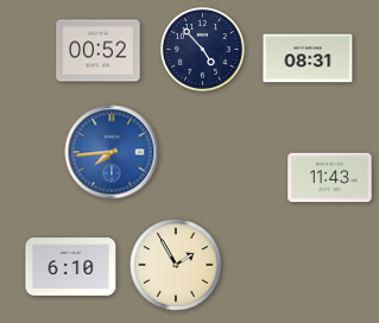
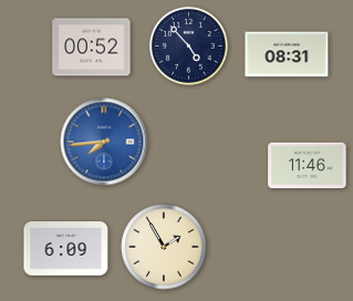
clock at (330, 178): 11:43 -> 11:46
clock at (71, 267): 6:10 -> 6:09
